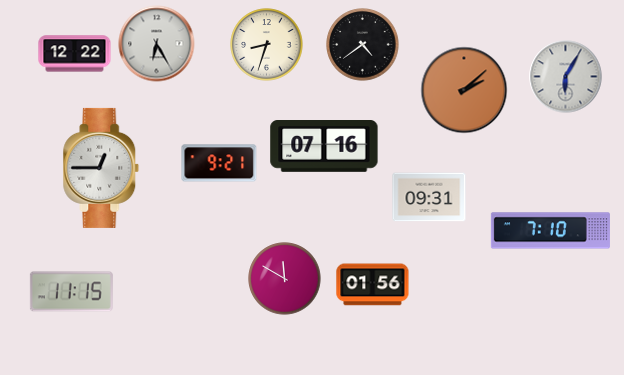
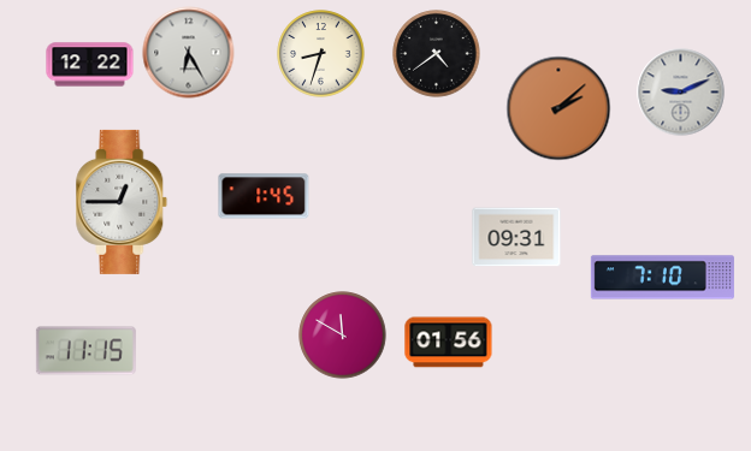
clock at (566, 77): 6:05 -> 9:11
clock at (324, 147): 07:16 -> none
clock at (219, 163): 9:21 -> 1:45
